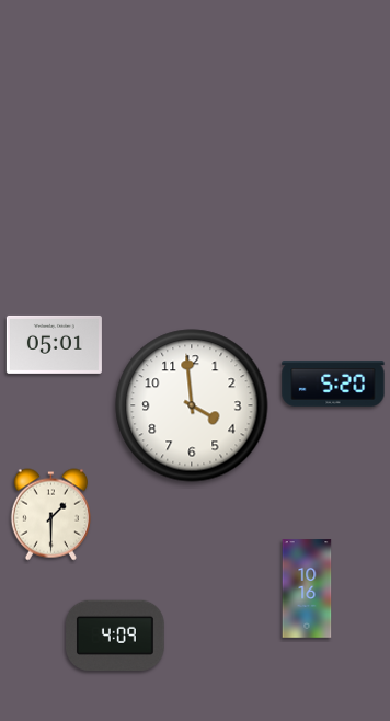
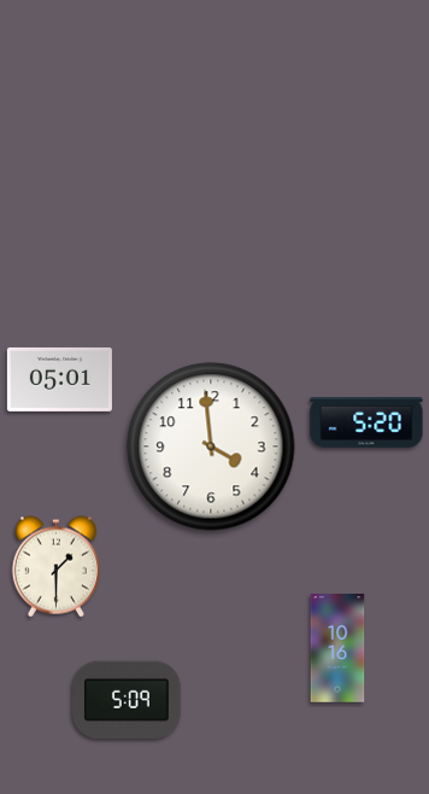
clock at (116, 636): 4:09 -> 5:09
